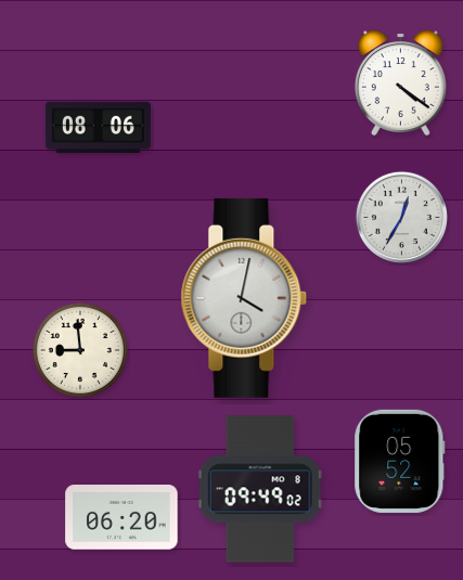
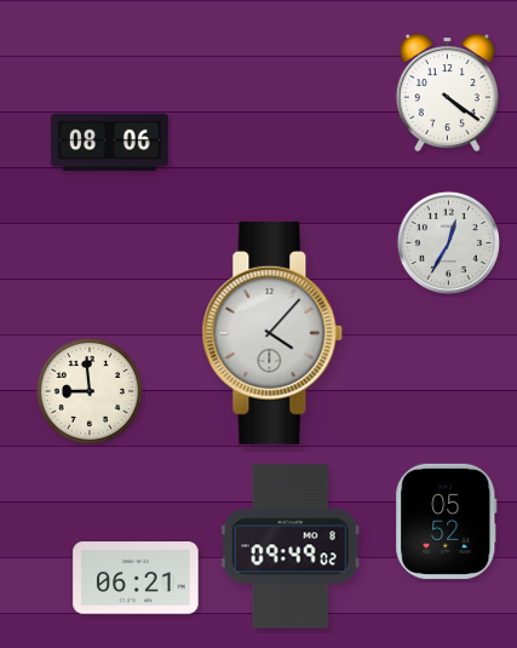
clock at (244, 298): 4:02 -> 4:07
clock at (400, 461) position: (400, 461) -> (447, 521)
clock at (121, 517): 06:20 -> 06:21
